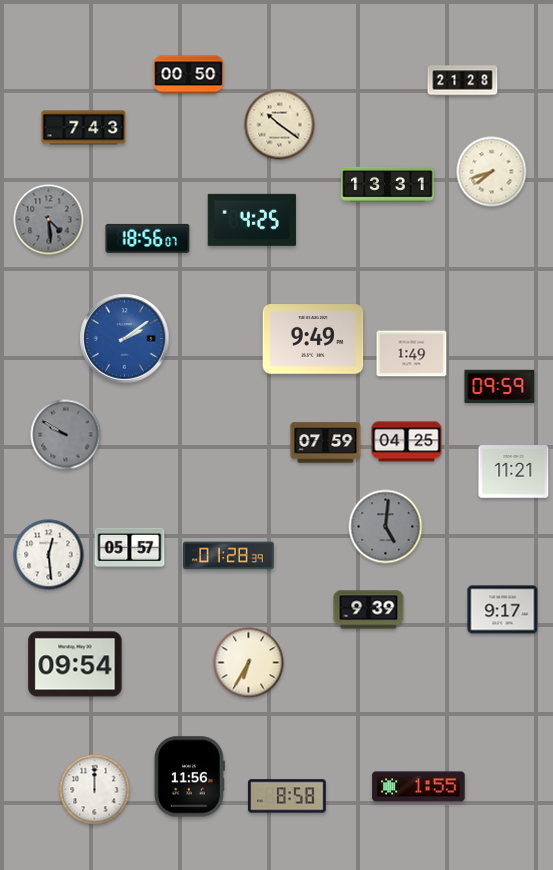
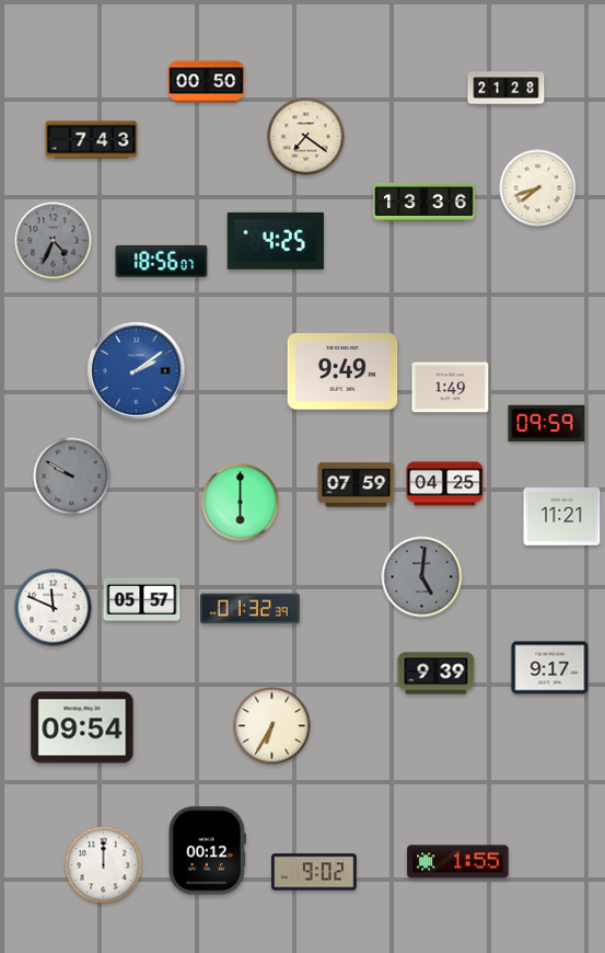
clock at (280, 125): 10:21 -> 7:21
clock at (388, 184): 13:31 -> 13:36
clock at (49, 220): 4:29 -> 4:34
clock at (241, 503): none -> 6:00
clock at (49, 555): 12:29 -> 11:49
clock at (229, 556): 01:28 -> 01:32
clock at (369, 610) position: (369, 610) -> (437, 674)
clock at (189, 777): 11:56 -> 00:12
clock at (287, 796): 8:58 -> 9:02
